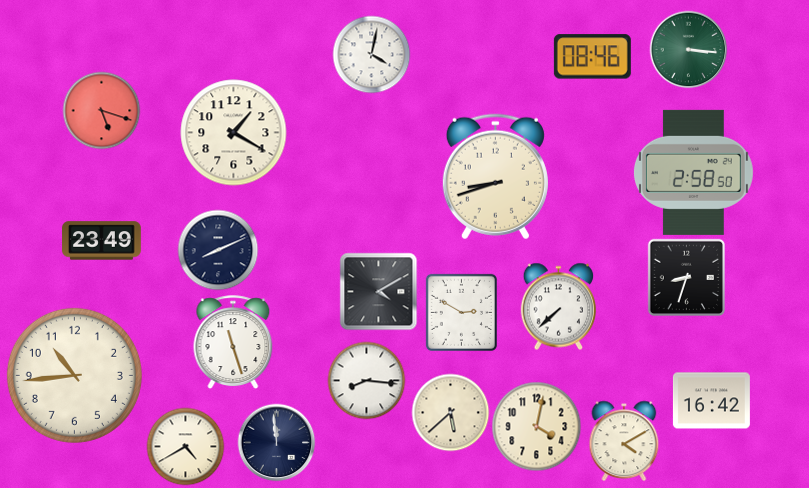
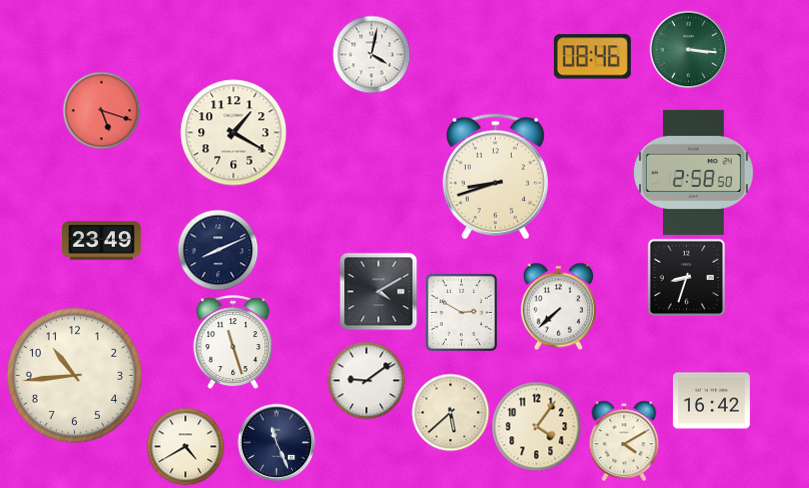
clock at (366, 380): 8:16 -> 9:09
clock at (536, 426): 4:02 -> 4:06
clock at (276, 442): 11:59 -> 11:26
